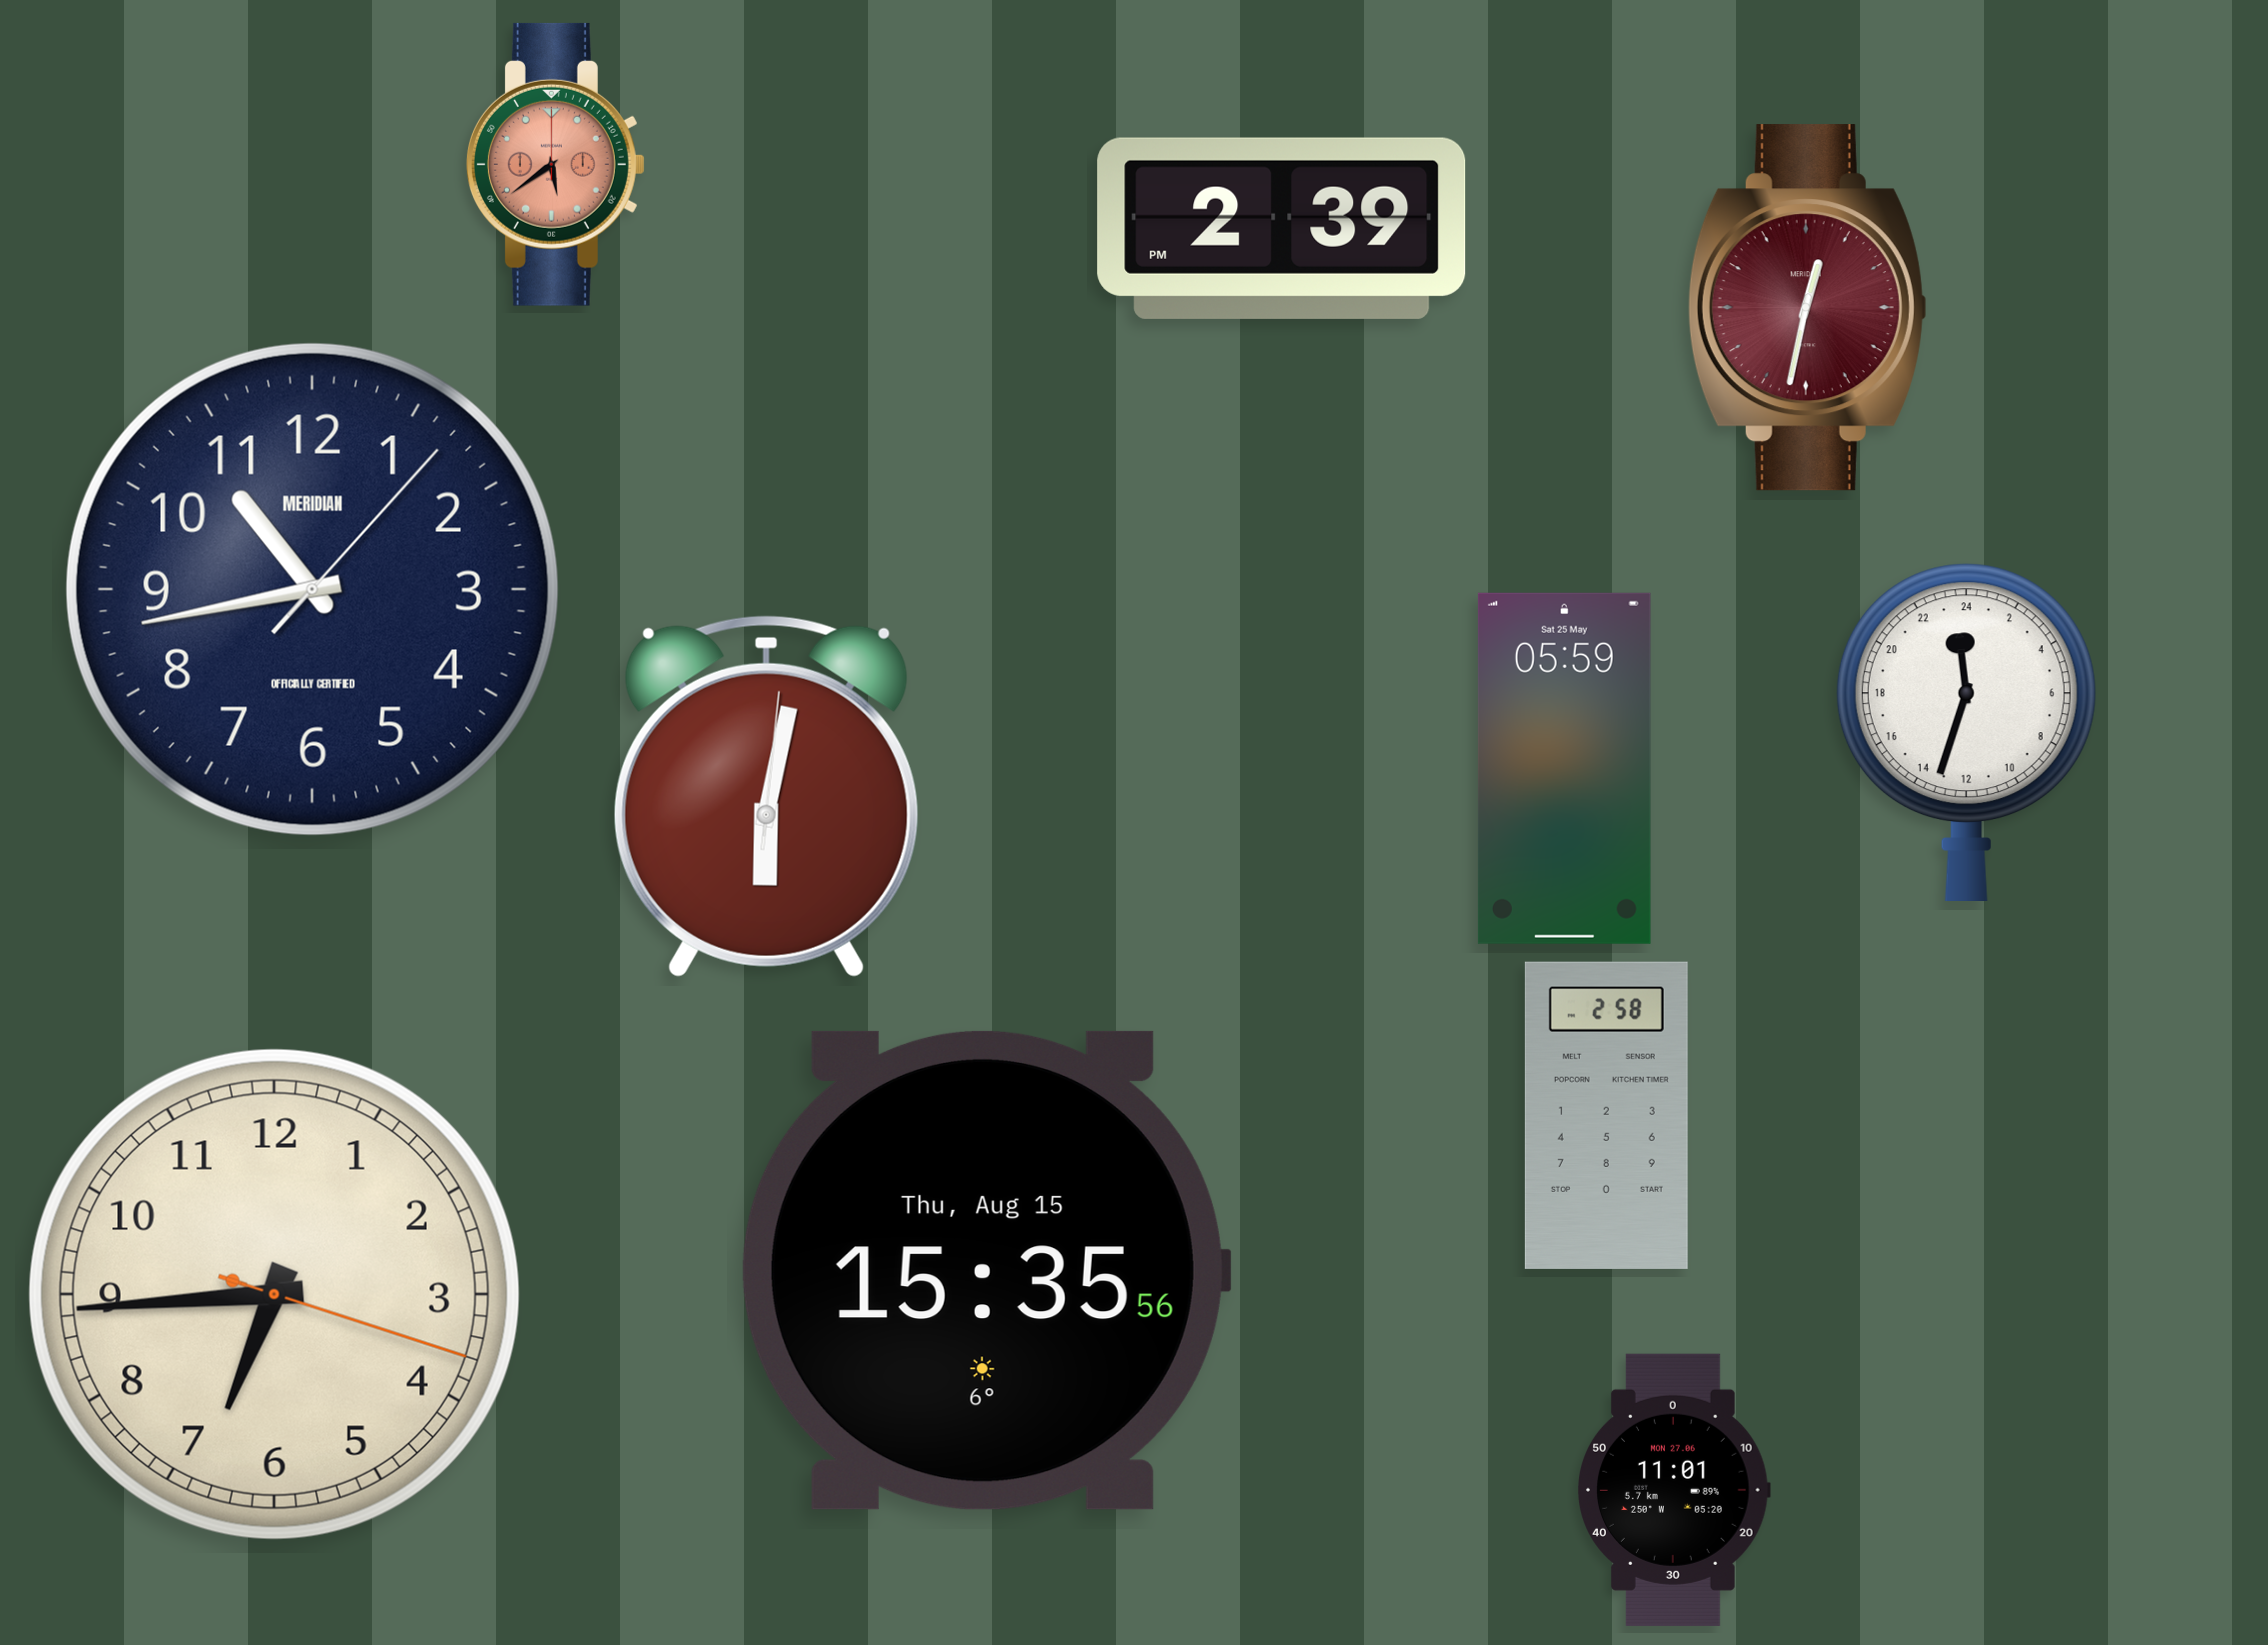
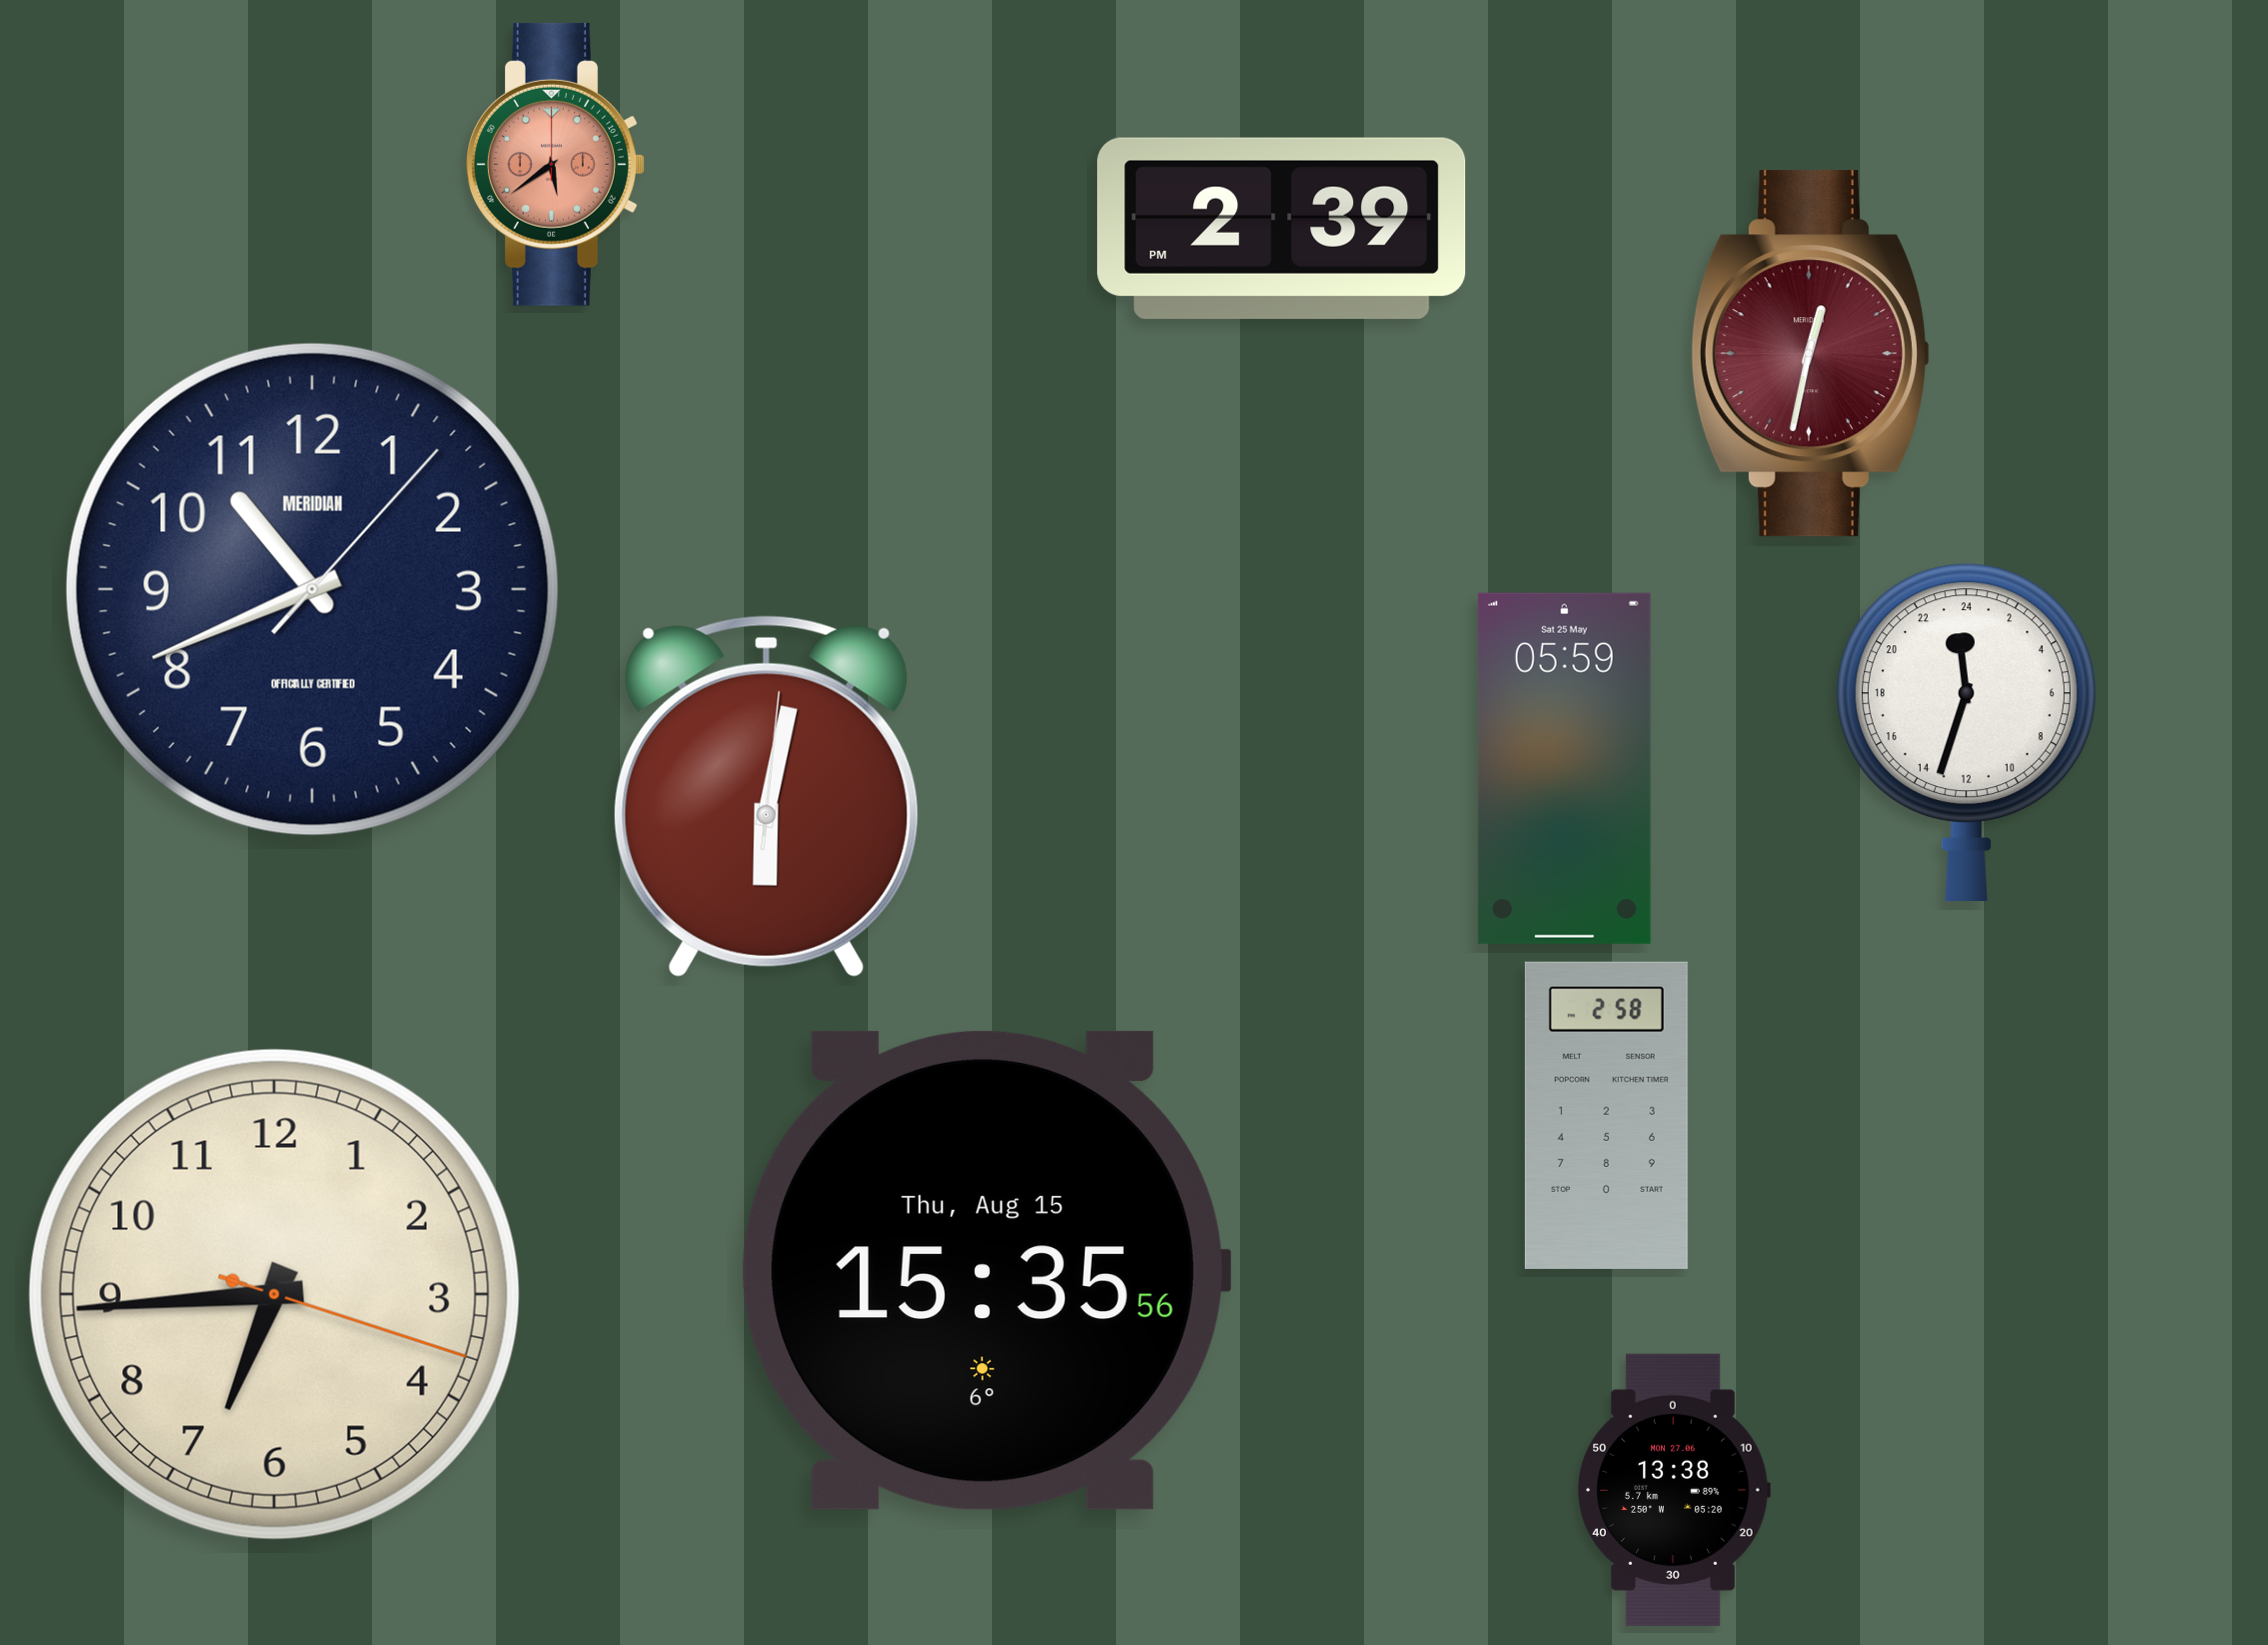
clock at (1807, 308) position: (1807, 308) -> (1810, 354)
clock at (312, 589): 10:43 -> 10:41
clock at (1674, 1490): 11:01 -> 13:38
